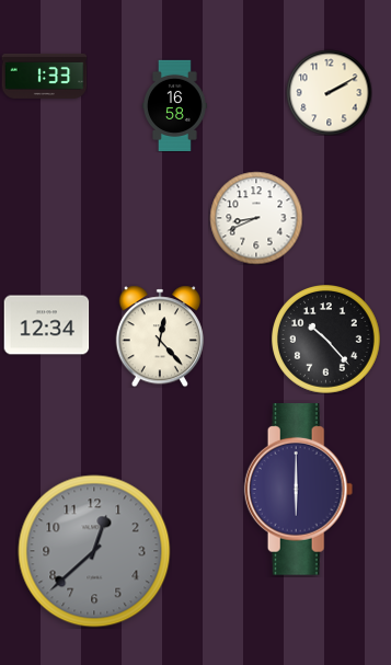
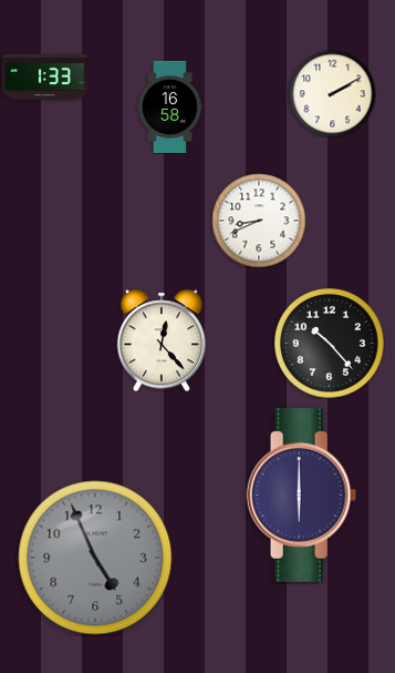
clock at (174, 105) position: (174, 105) -> (169, 106)
clock at (46, 325): 12:34 -> none
clock at (94, 551): 12:38 -> 4:56
